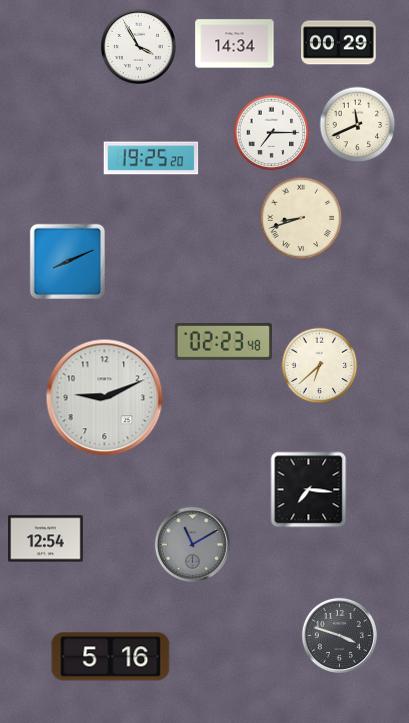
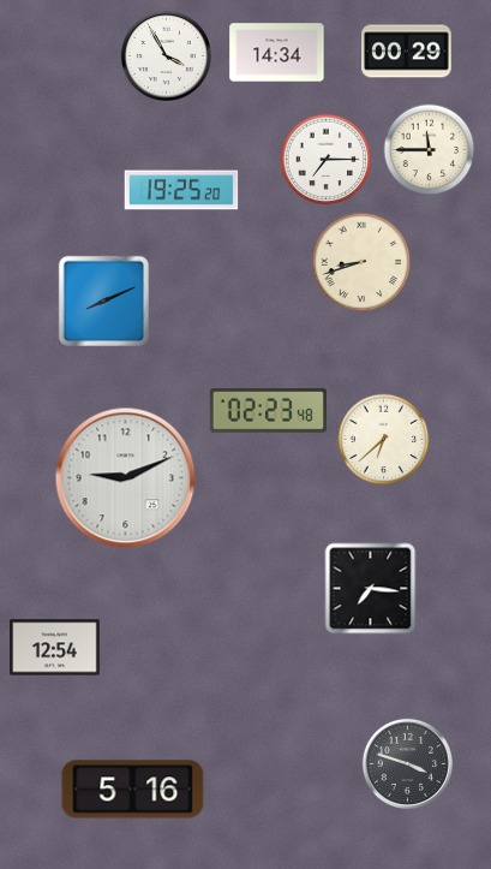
clock at (235, 44) position: (235, 44) -> (277, 53)
clock at (358, 125): 11:41 -> 11:45
clock at (67, 261) position: (67, 261) -> (103, 300)
clock at (192, 544): 11:10 -> none
